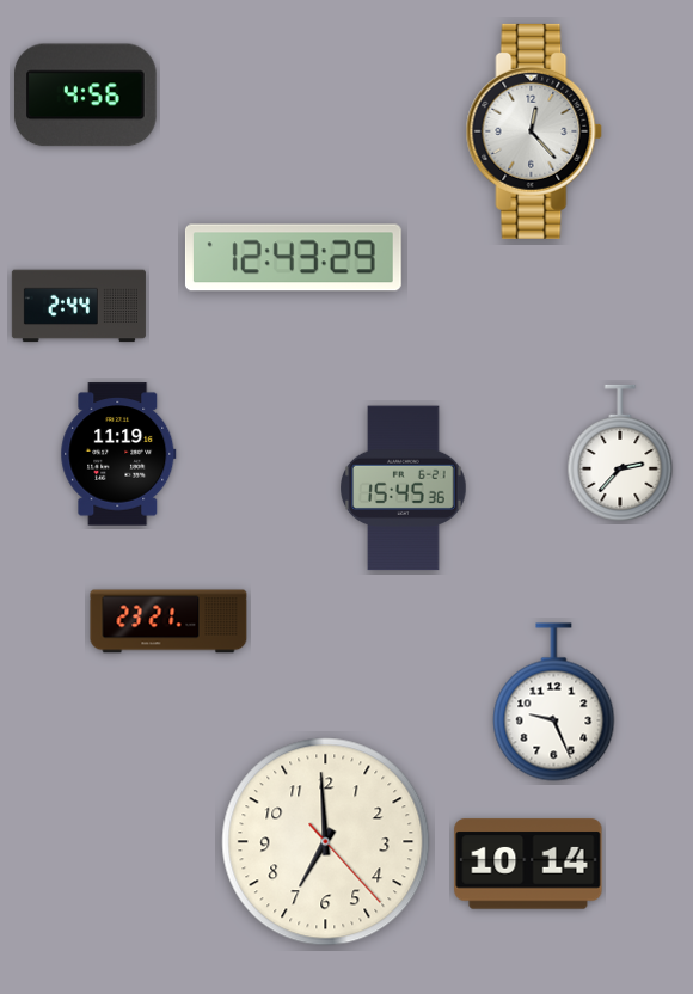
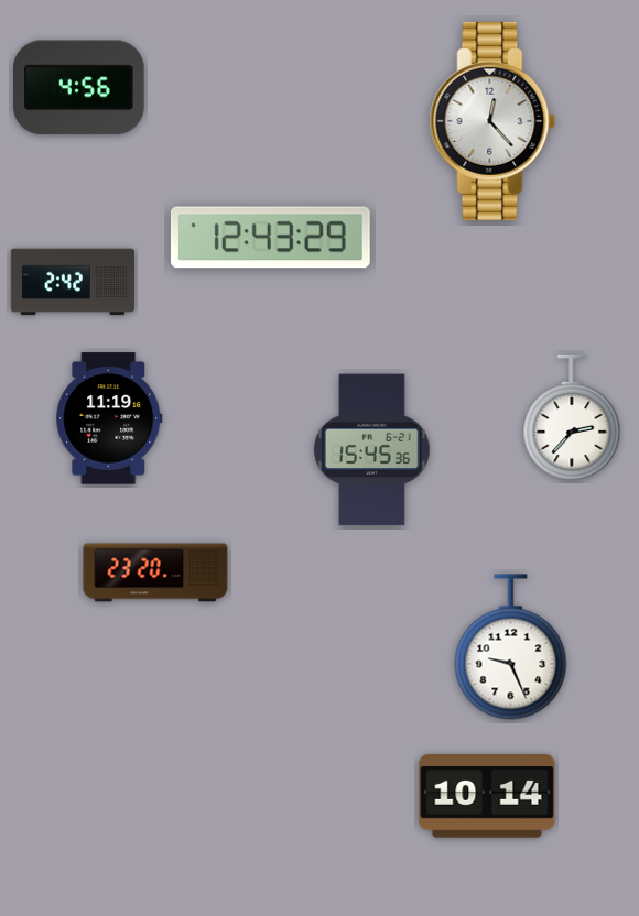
clock at (79, 306): 2:44 -> 2:42
clock at (168, 621): 23:21 -> 23:20
clock at (326, 842): 6:59 -> none
